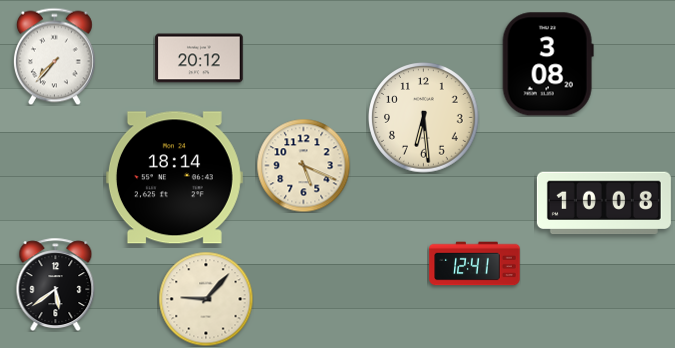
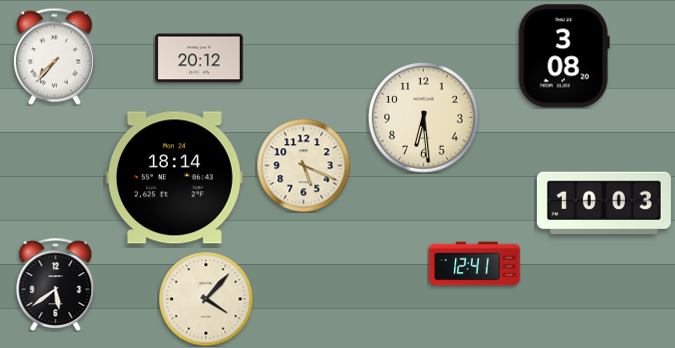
clock at (548, 64) position: (548, 64) -> (564, 56)
clock at (604, 203): 10:08 -> 10:03
clock at (206, 299): 9:07 -> 4:07
